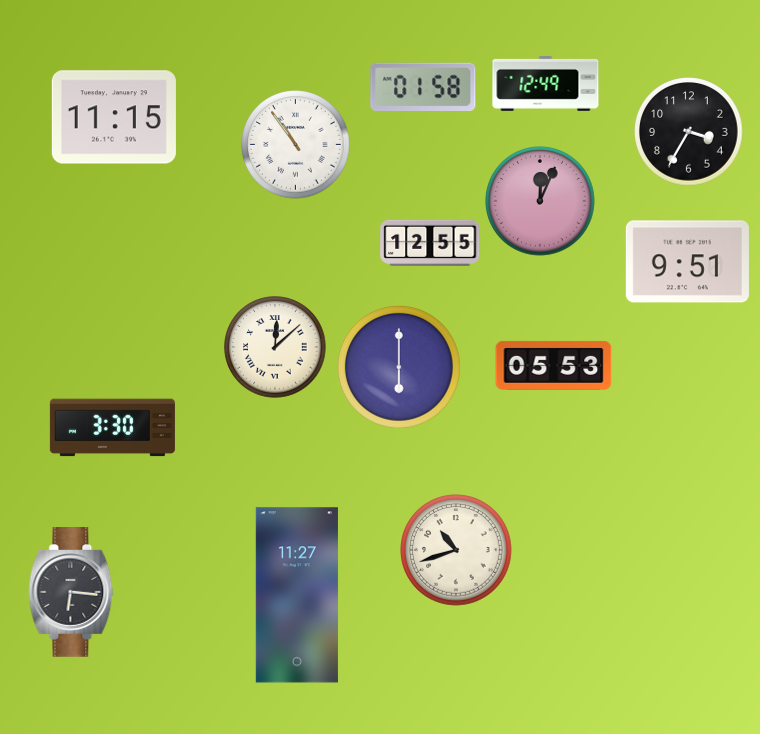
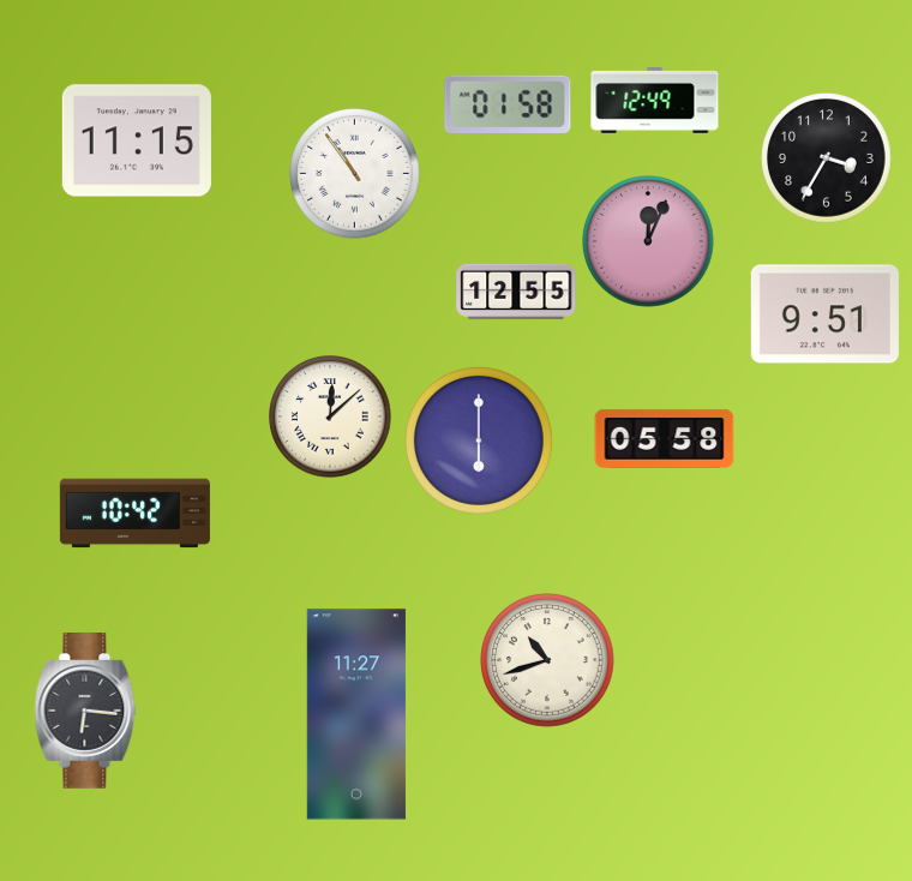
clock at (554, 365): 05:53 -> 05:58
clock at (112, 428): 3:30 -> 10:42
